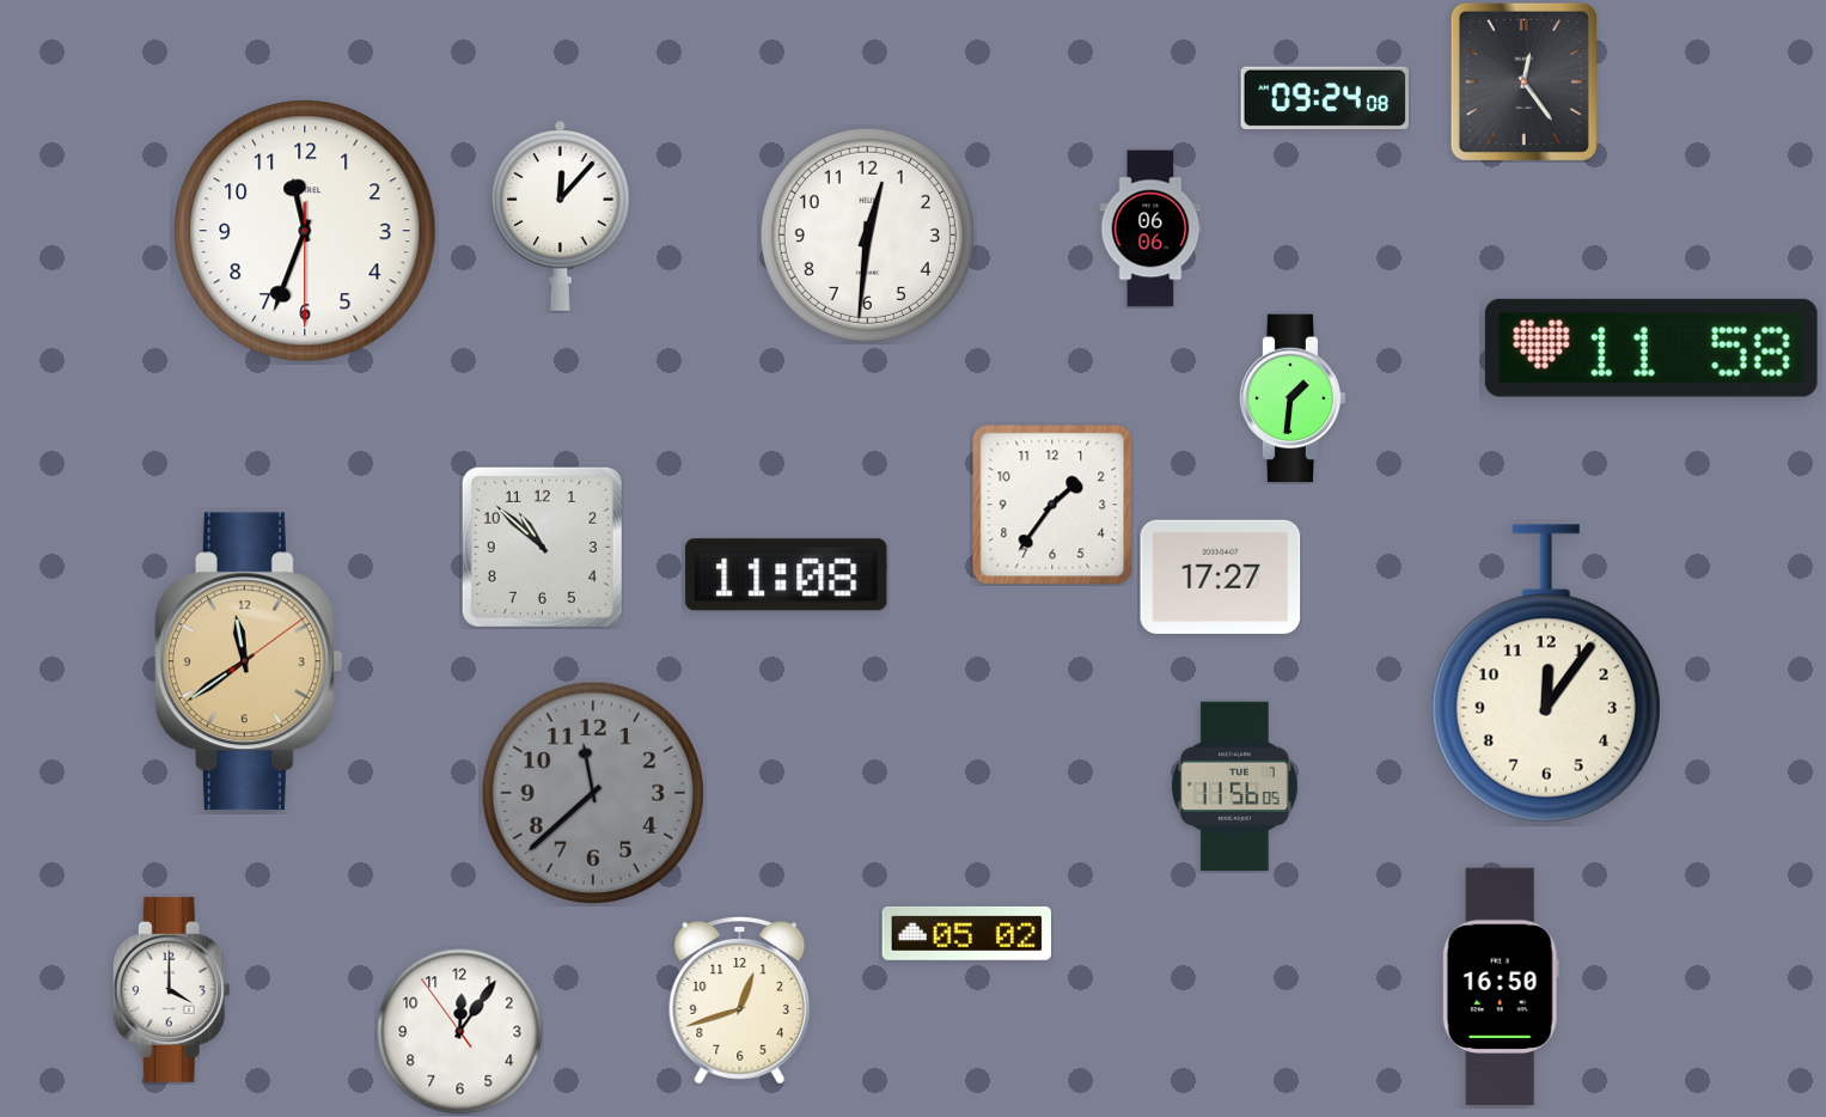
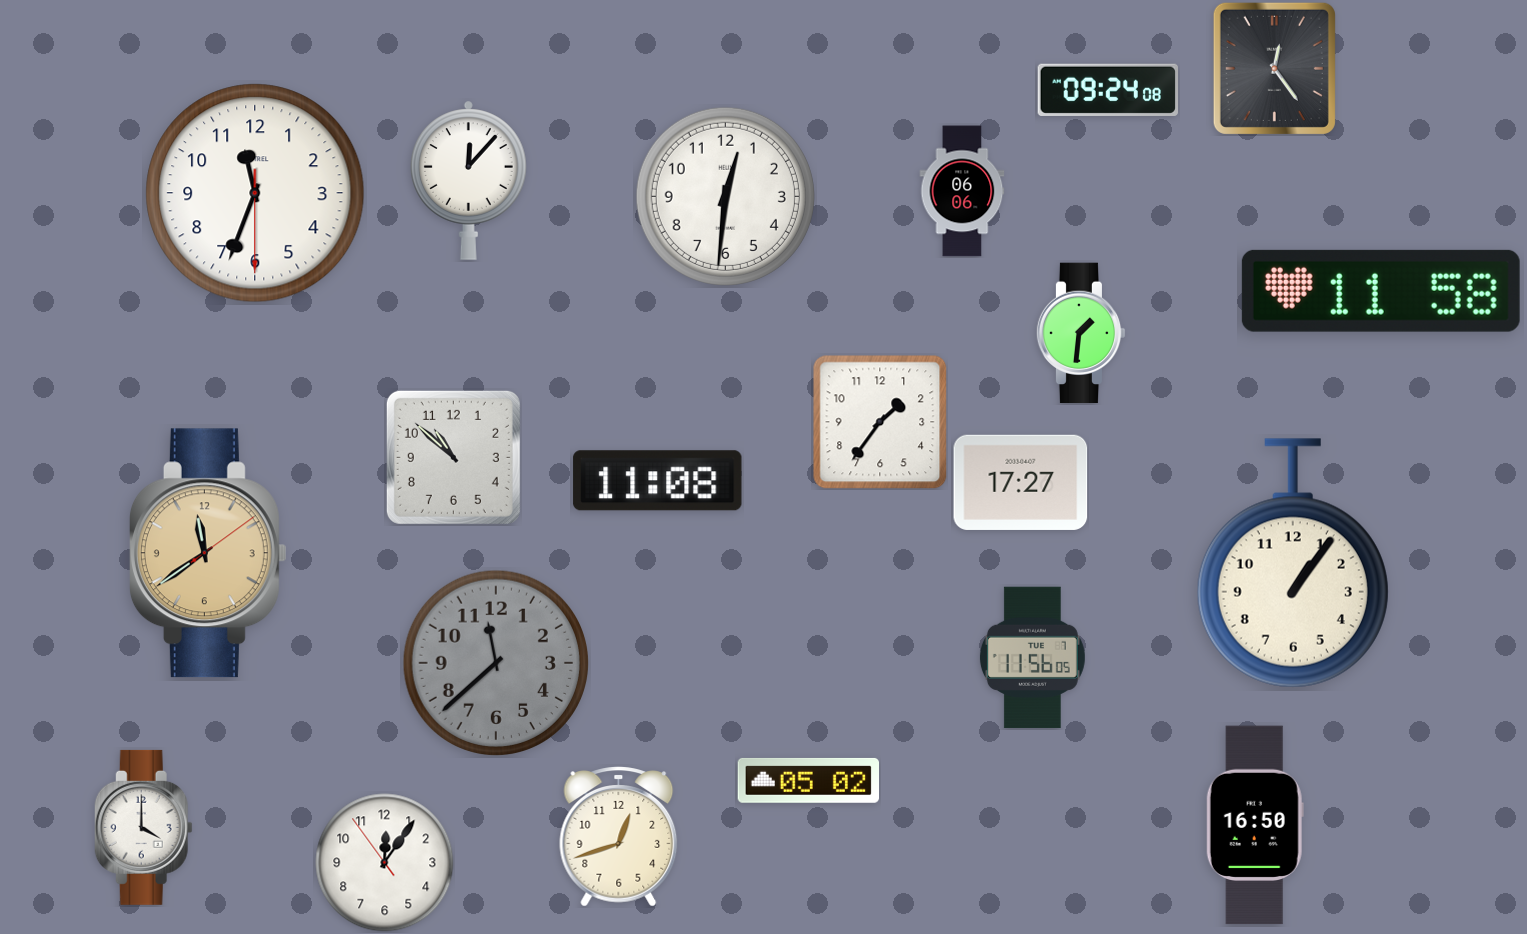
clock at (1324, 98) position: (1324, 98) -> (1107, 90)
clock at (1546, 673): 12:06 -> 1:06
